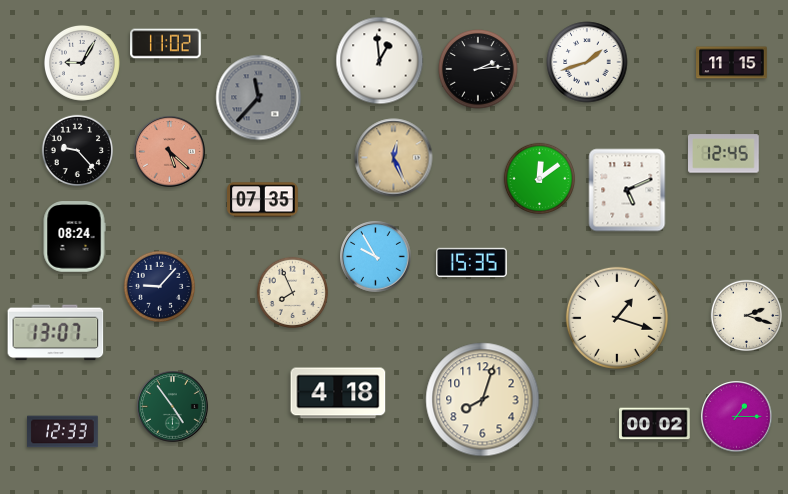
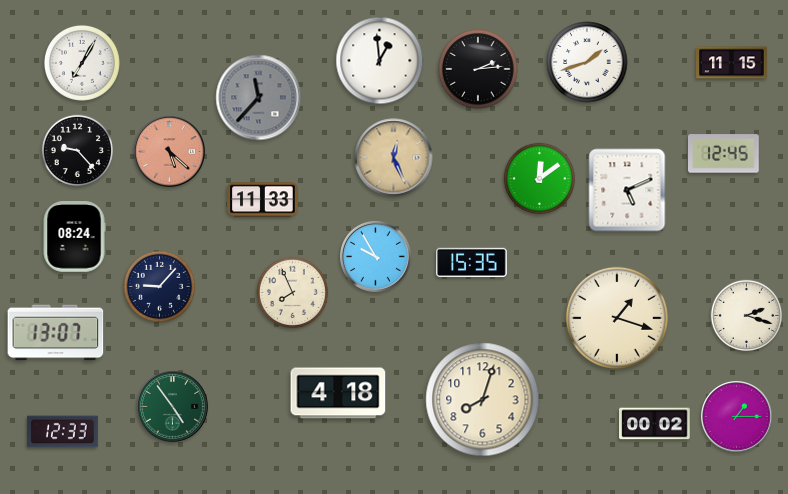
clock at (166, 44): 11:02 -> none
clock at (82, 63): 9:05 -> 7:05
clock at (263, 200): 07:35 -> 11:33
